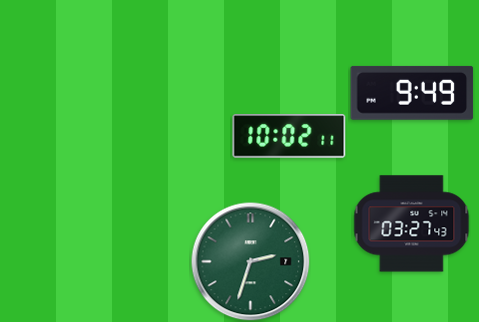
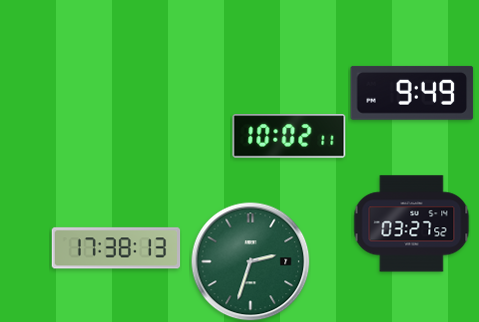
clock at (412, 224): 03:27:43 -> 03:27:52
clock at (116, 248): none -> 17:38
